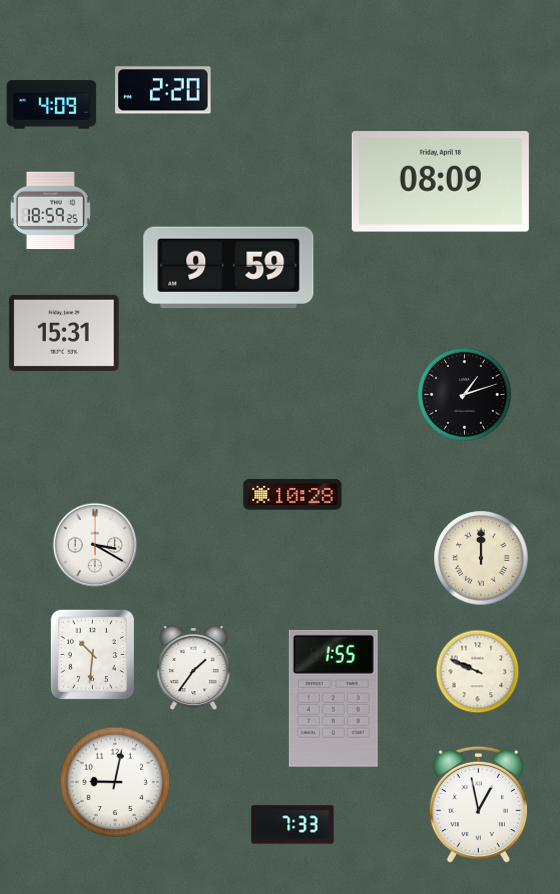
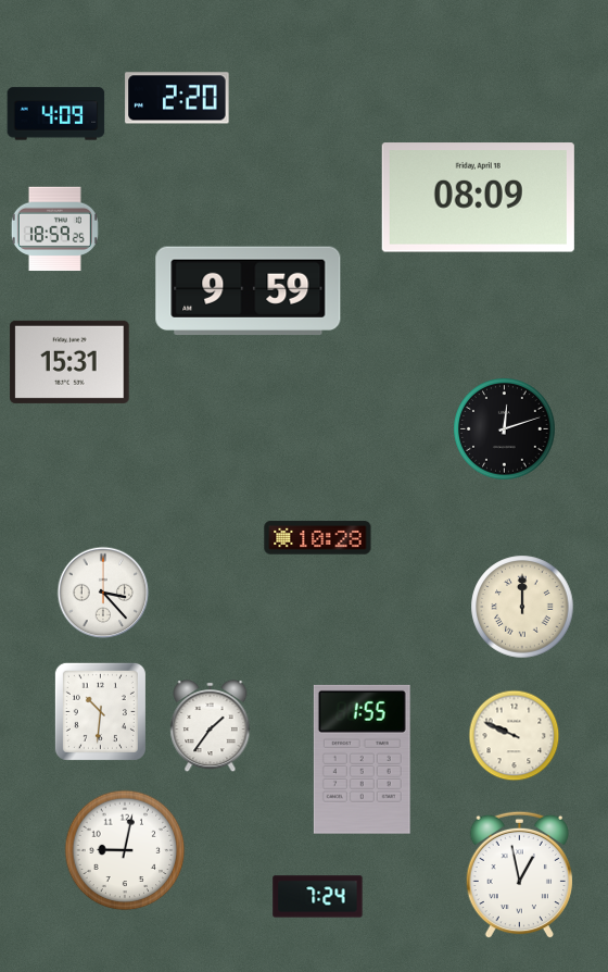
clock at (465, 395): 1:12 -> 12:12
clock at (95, 545): 3:20 -> 3:23
clock at (478, 672) position: (478, 672) -> (515, 736)
clock at (293, 825): 7:33 -> 7:24
